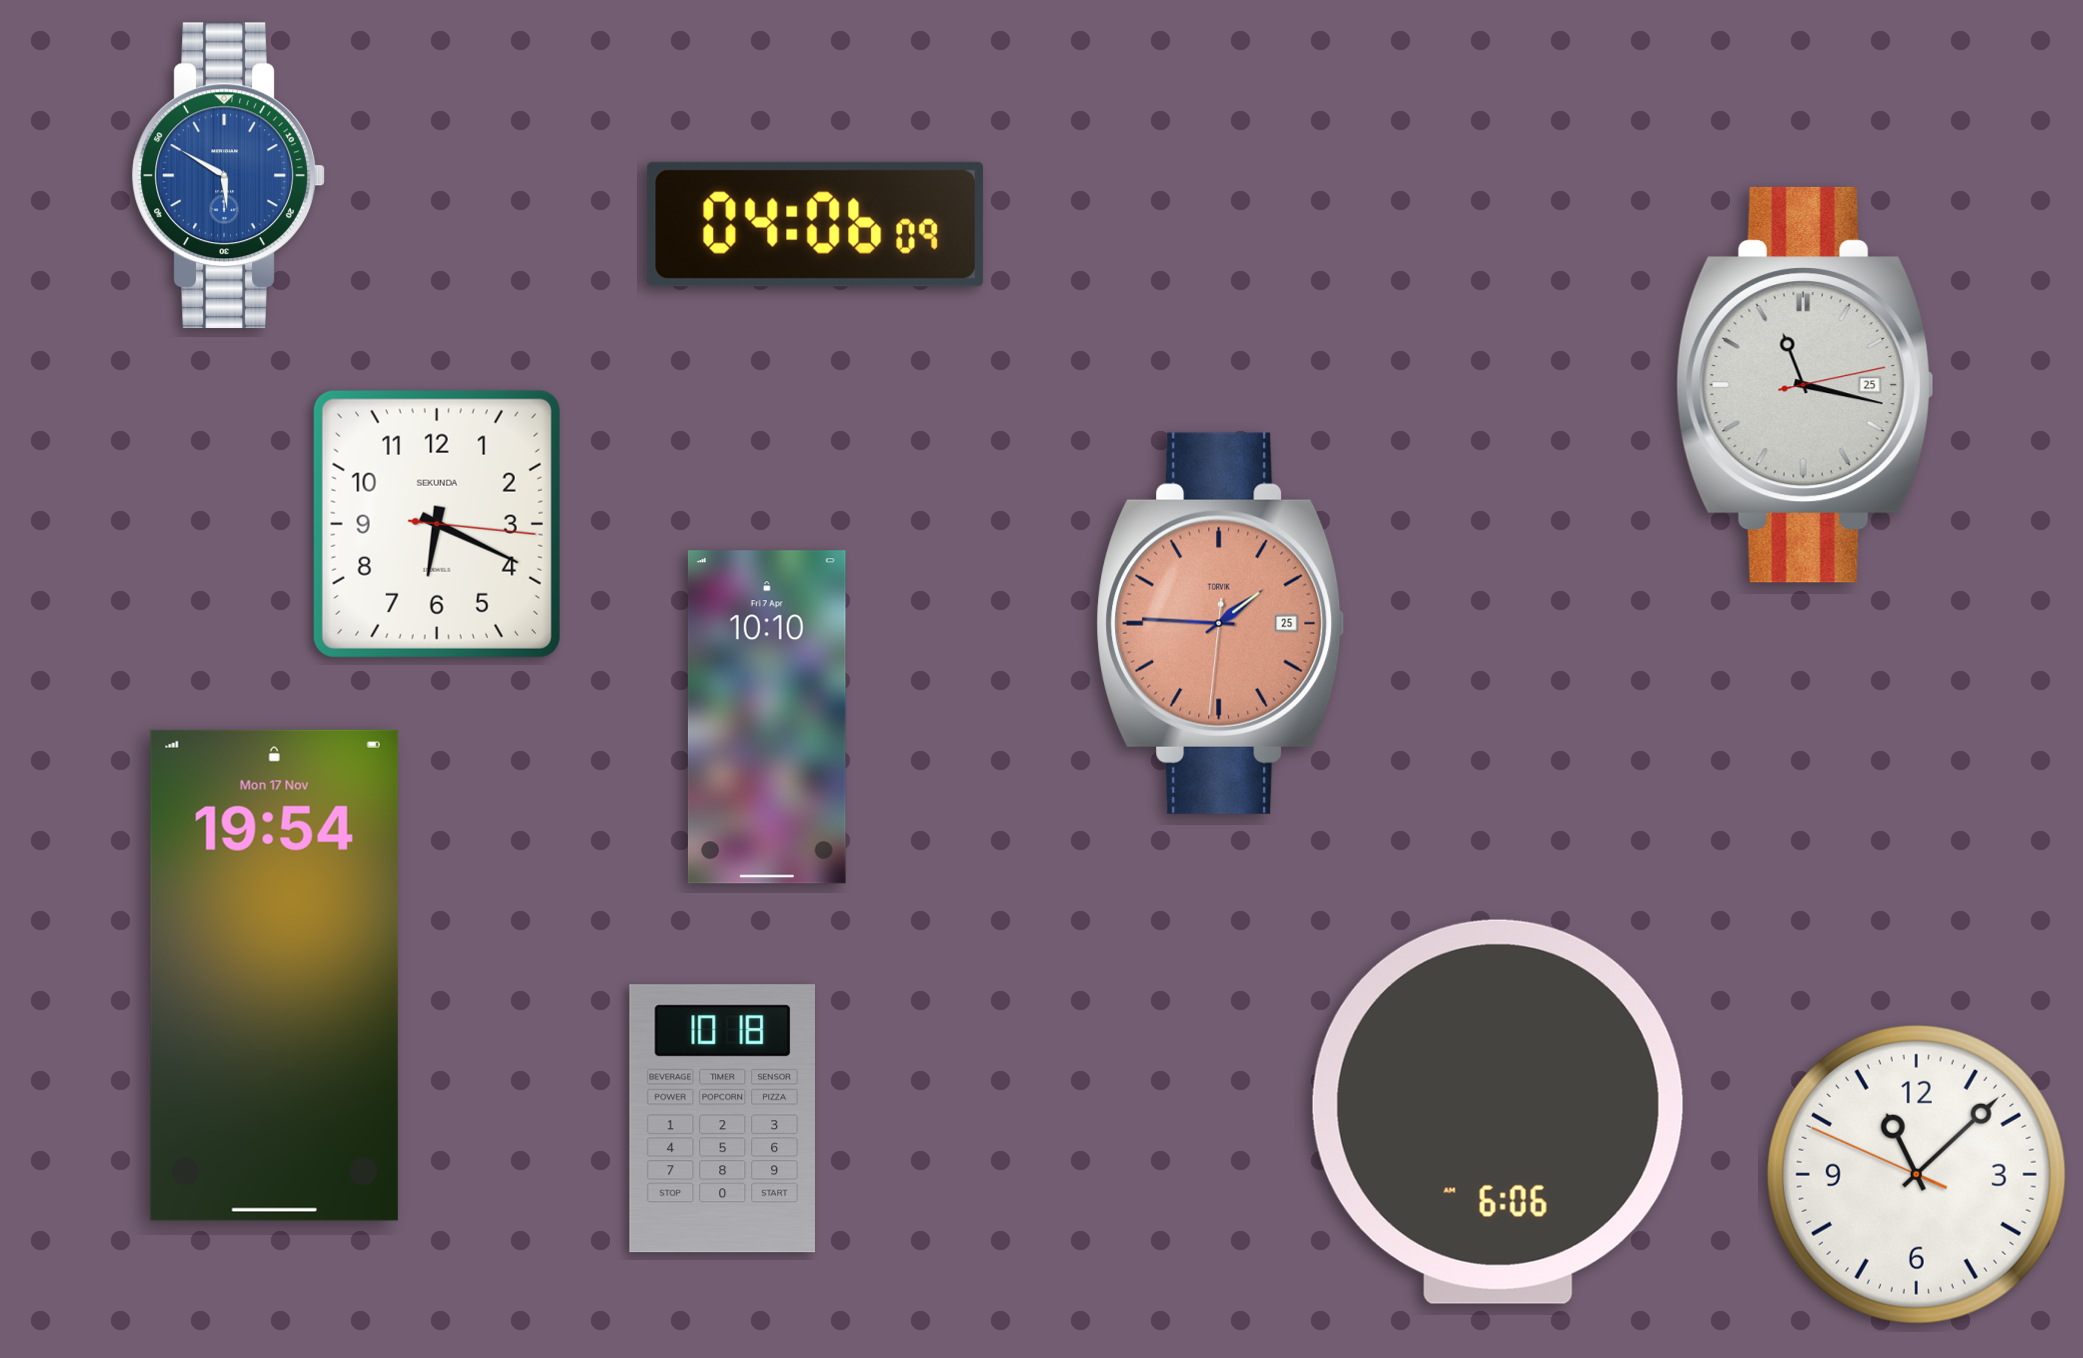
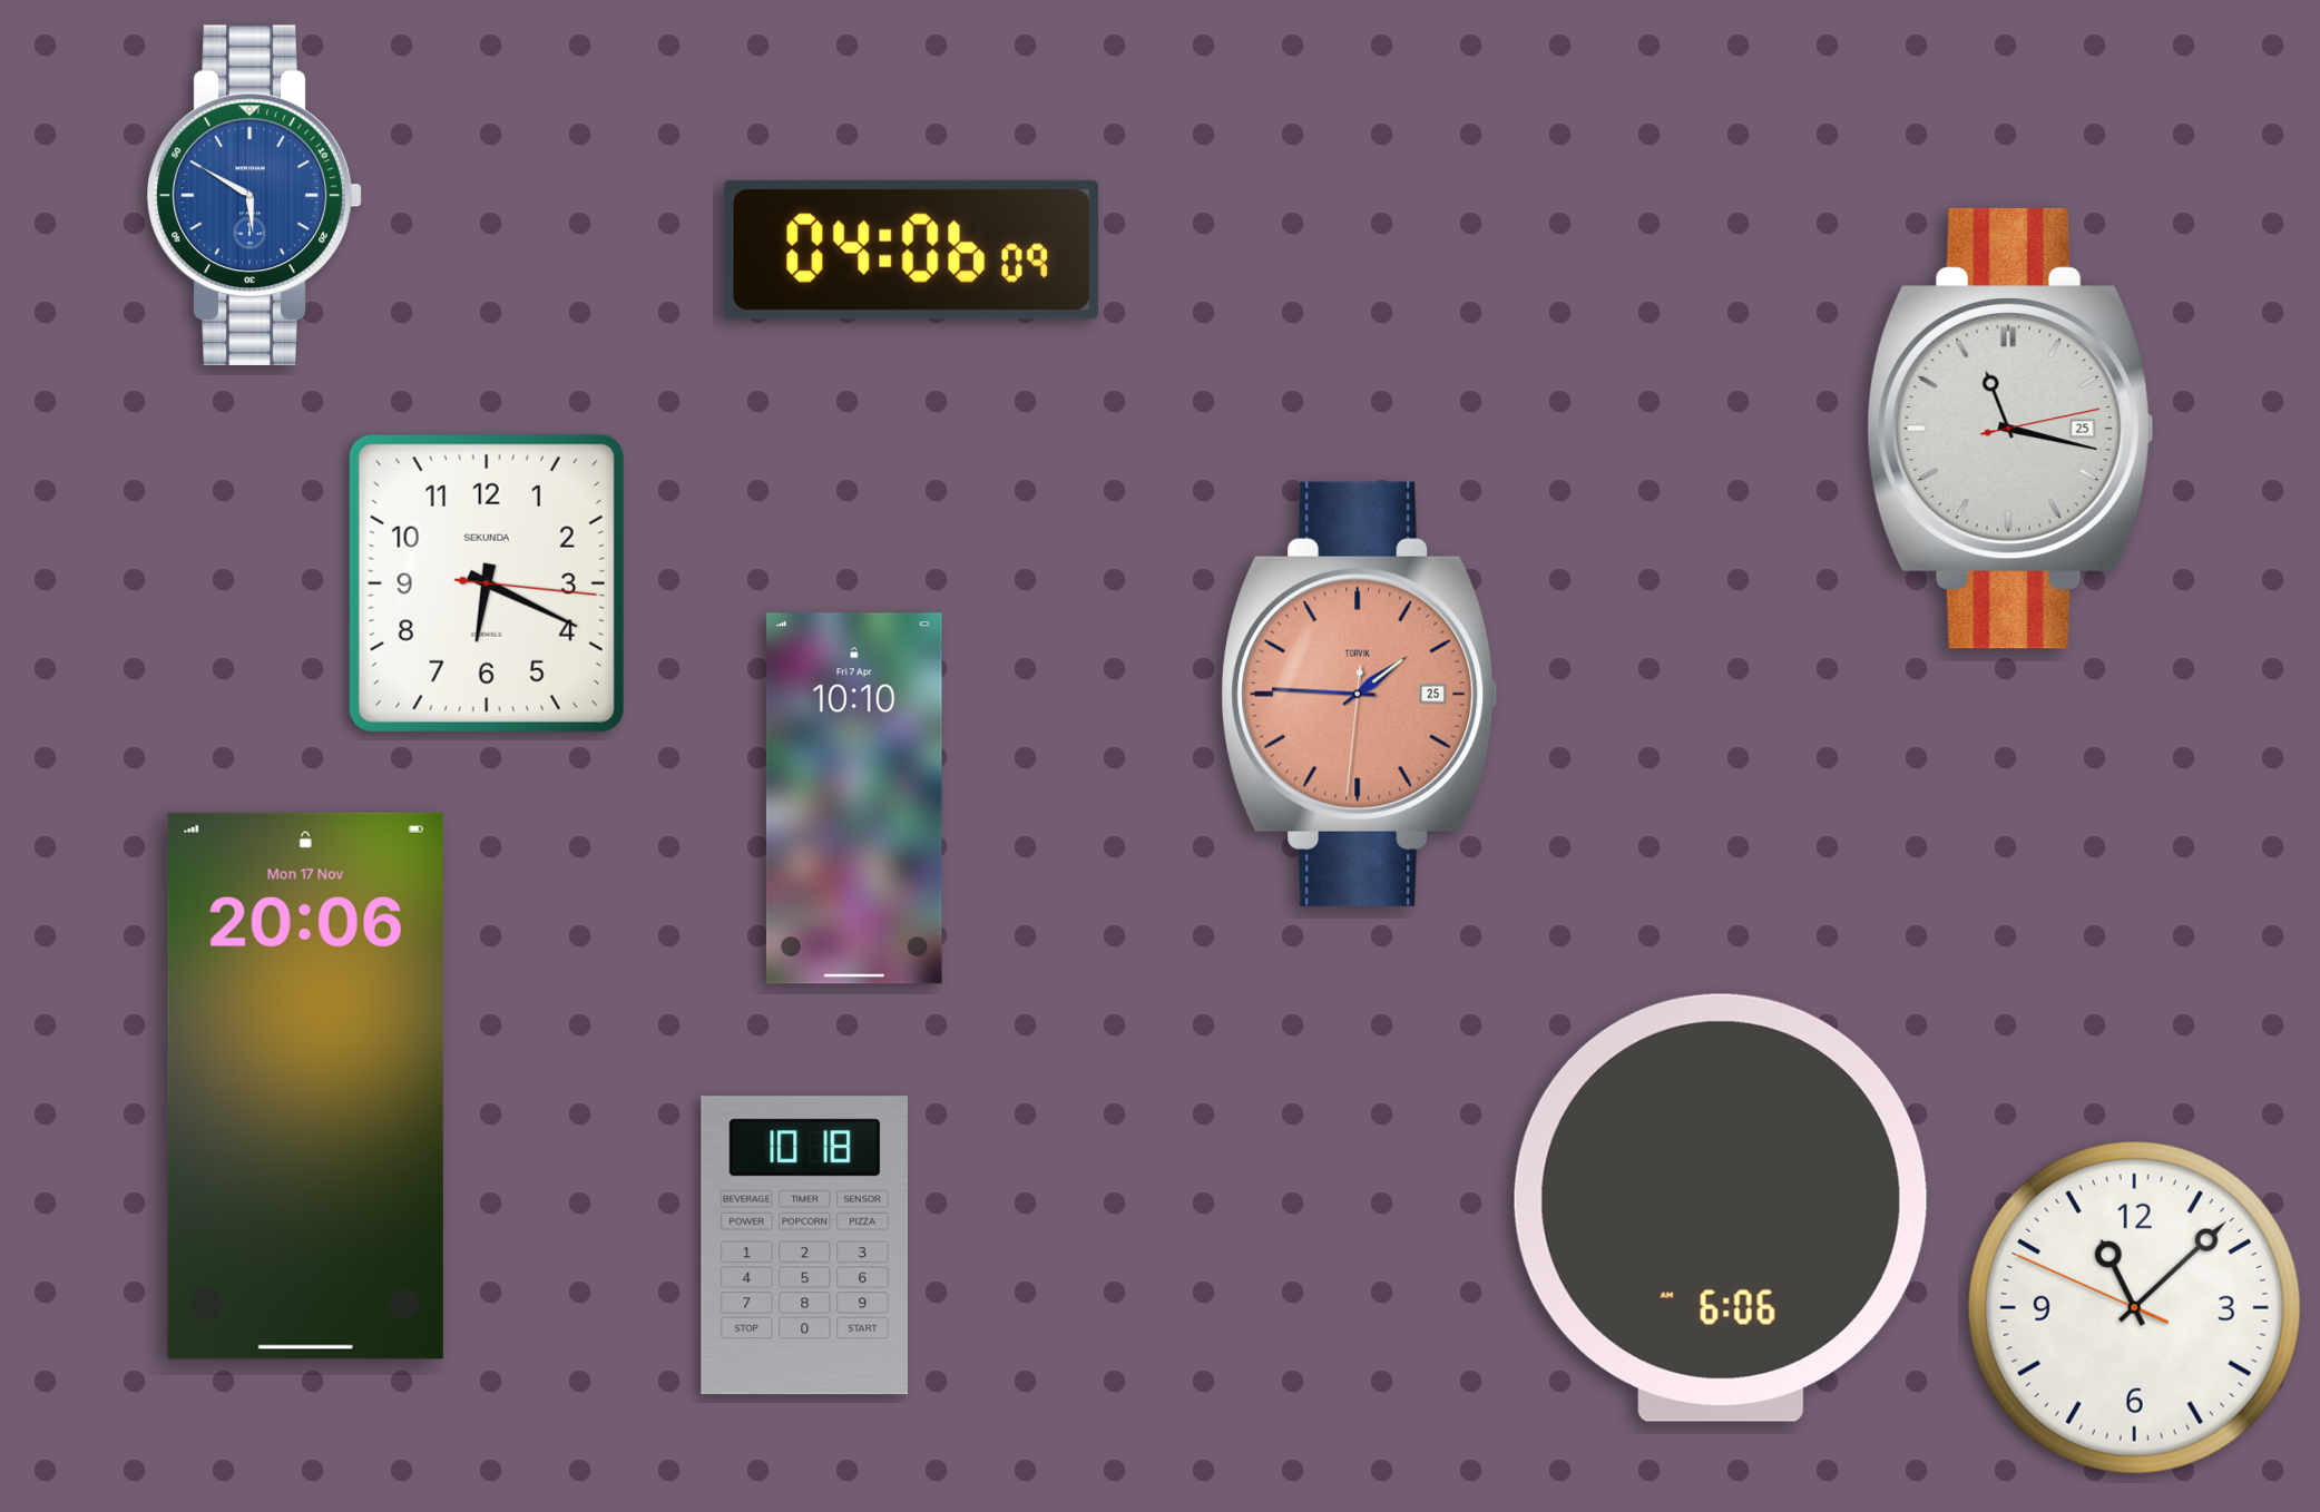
clock at (816, 224) position: (816, 224) -> (912, 249)
clock at (274, 975): 19:54 -> 20:06
clock at (1498, 1112) position: (1498, 1112) -> (1721, 1208)
